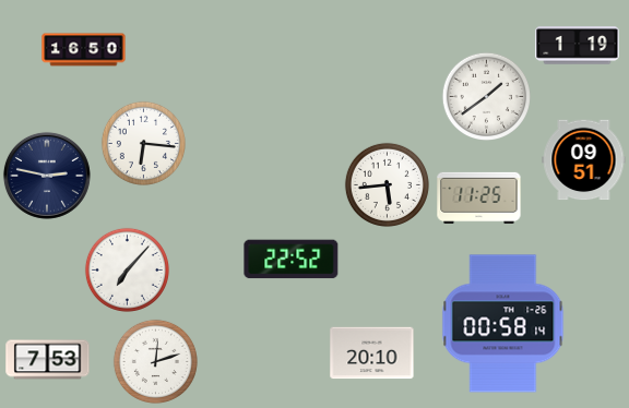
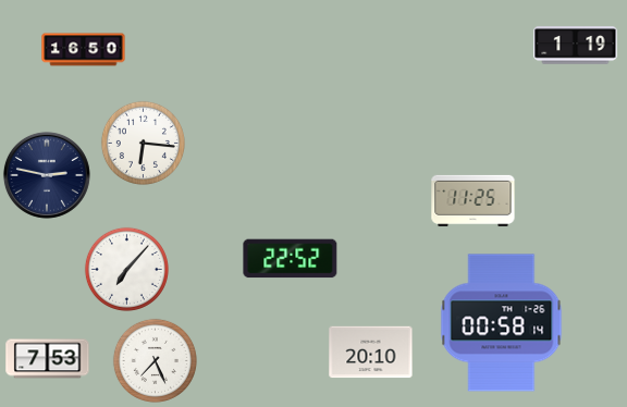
clock at (486, 96): 1:39 -> none
clock at (584, 160): 09:51 -> none
clock at (387, 184): 5:44 -> none
clock at (479, 197) position: (479, 197) -> (474, 200)
clock at (155, 361): 12:12 -> 7:26
